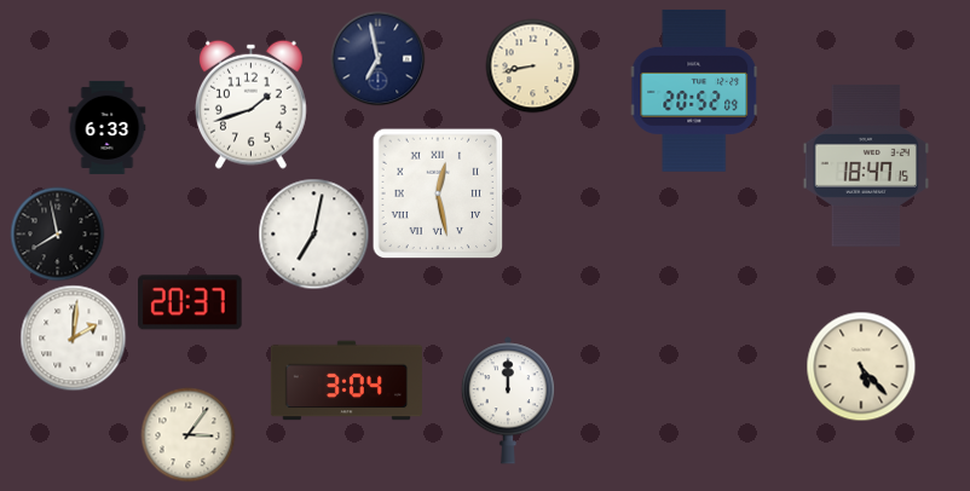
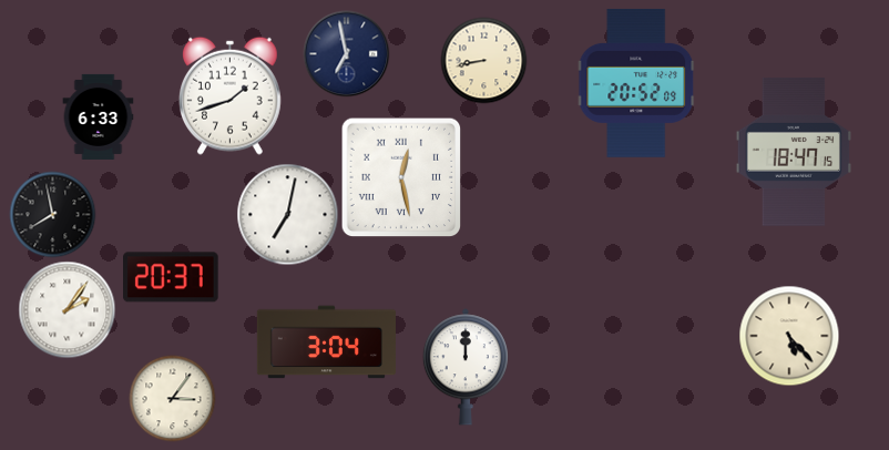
clock at (532, 65) position: (532, 65) -> (483, 60)
clock at (191, 302) position: (191, 302) -> (172, 277)
clock at (73, 337): 2:01 -> 2:06
clock at (346, 381) position: (346, 381) -> (326, 342)
